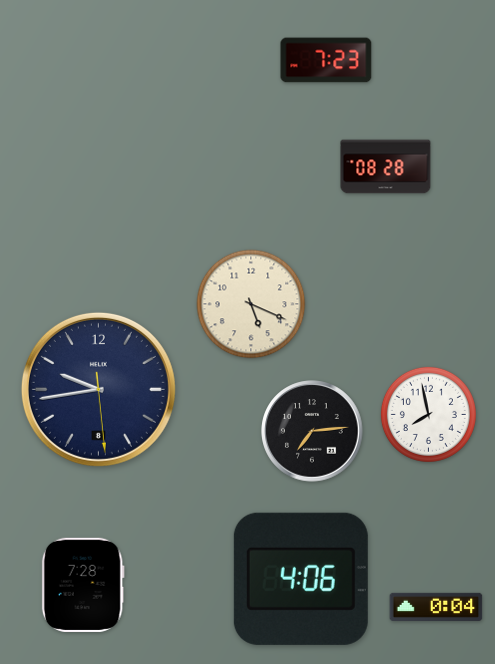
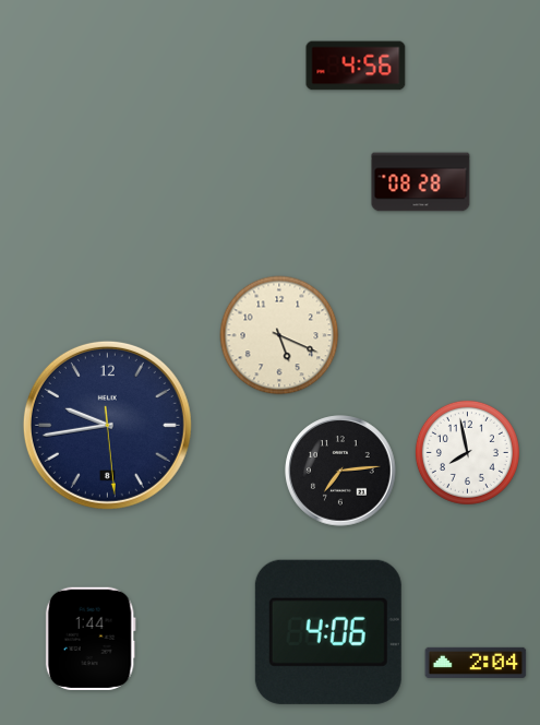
clock at (326, 60): 7:23 -> 4:56
clock at (251, 304) position: (251, 304) -> (279, 335)
clock at (83, 585): 7:28 -> 1:44
clock at (436, 607): 0:04 -> 2:04
